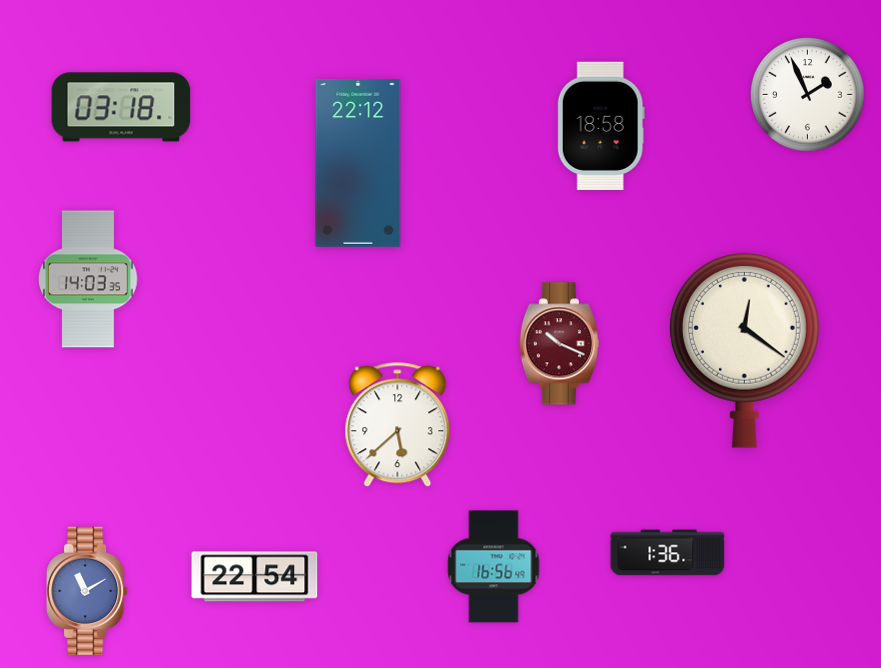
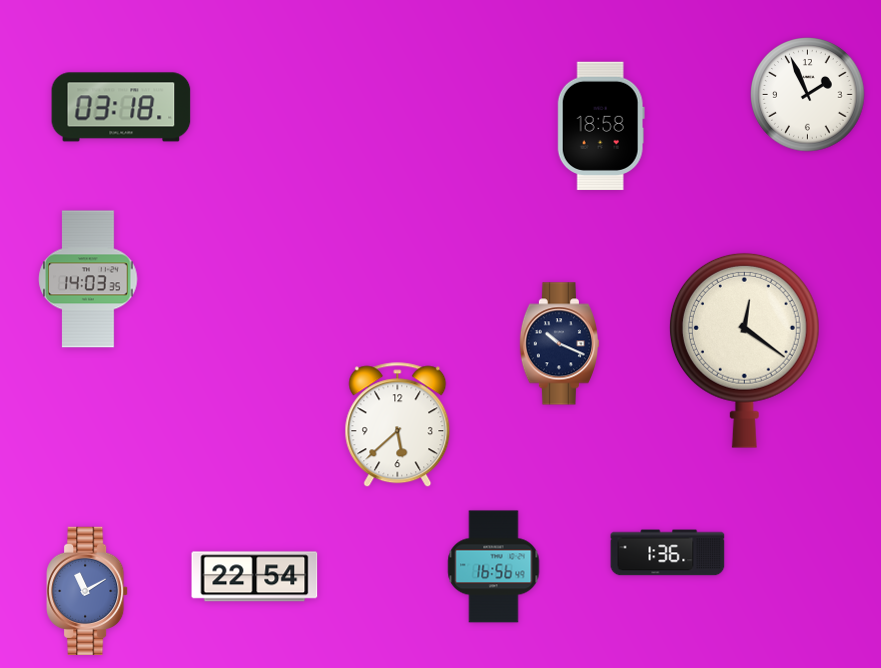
clock at (358, 163): 22:12 -> none
clock at (559, 344) dial: burgundy -> navy
